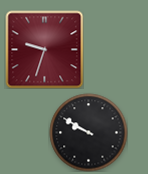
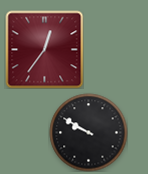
clock at (44, 49): 9:33 -> 12:36
